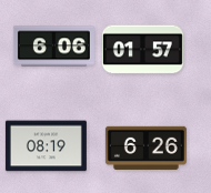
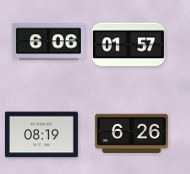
clock at (46, 146) position: (46, 146) -> (41, 135)
